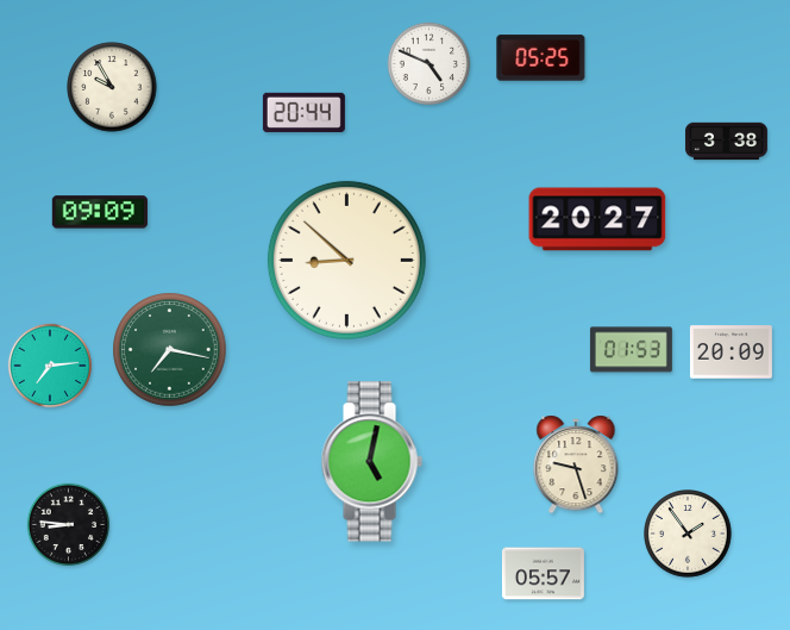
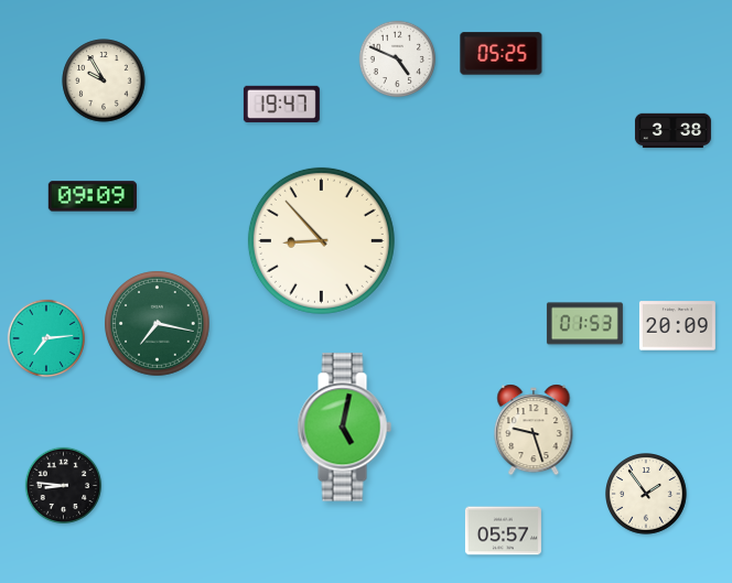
clock at (303, 112): 20:44 -> 19:47
clock at (597, 219): 20:27 -> none
clock at (346, 260): 8:52 -> 8:53
clock at (689, 535) position: (689, 535) -> (647, 495)
